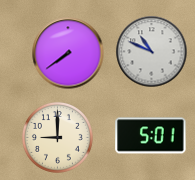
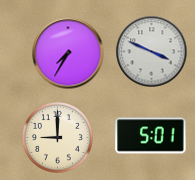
clock at (152, 52): 10:49 -> 3:49
clock at (68, 53): 7:39 -> 7:35
